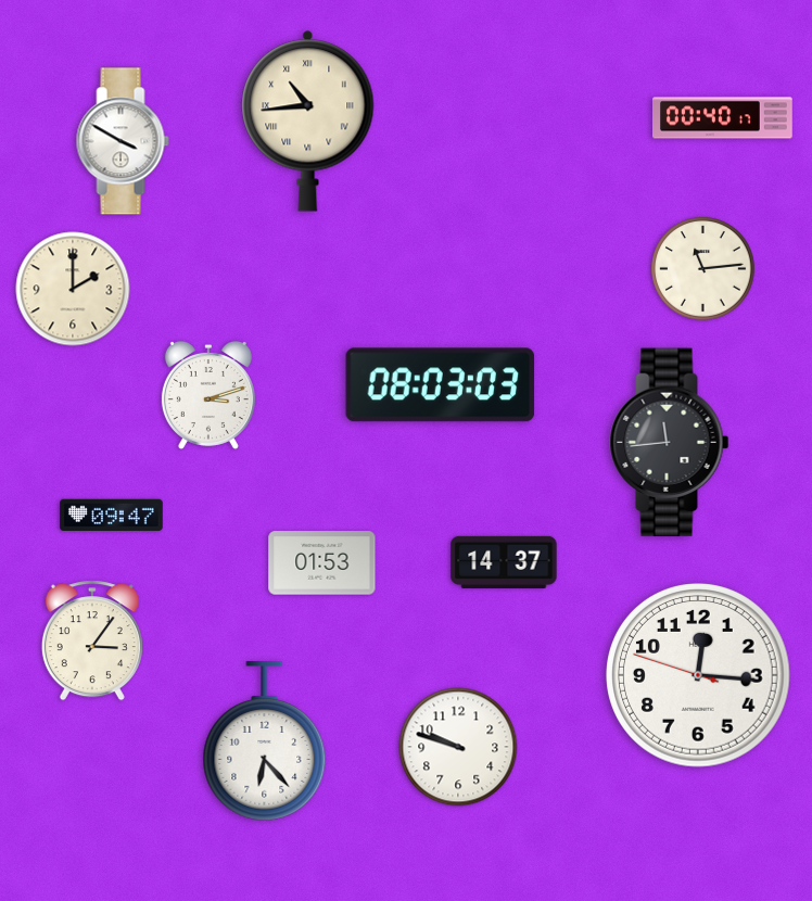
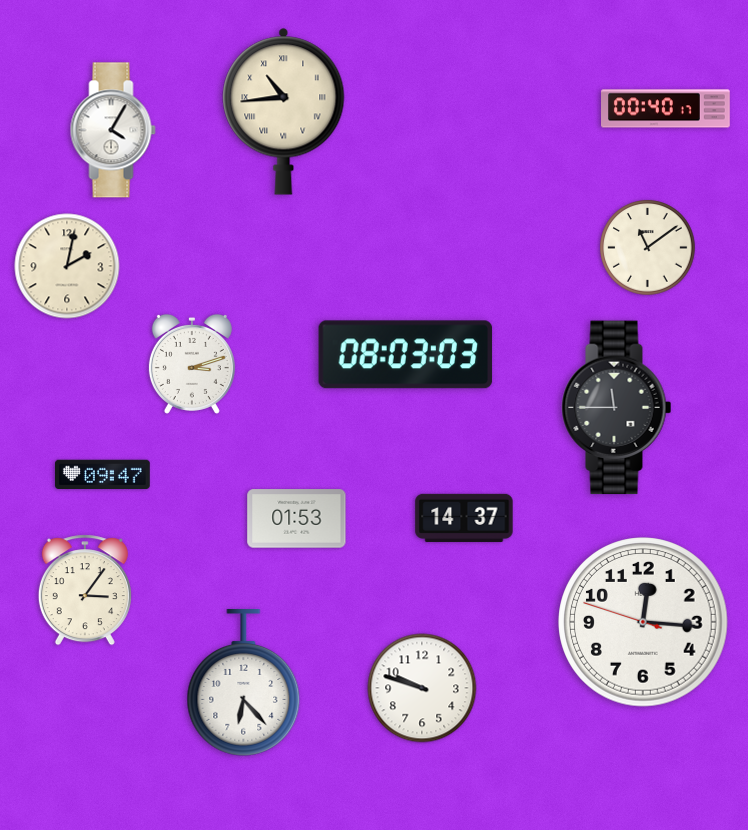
clock at (123, 141): 3:50 -> 4:05
clock at (703, 269): 11:14 -> 11:09
clock at (73, 289): 2:00 -> 2:02
clock at (670, 443): 11:44 -> 11:45
